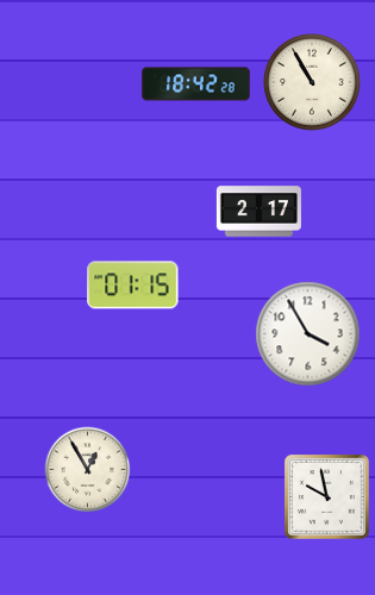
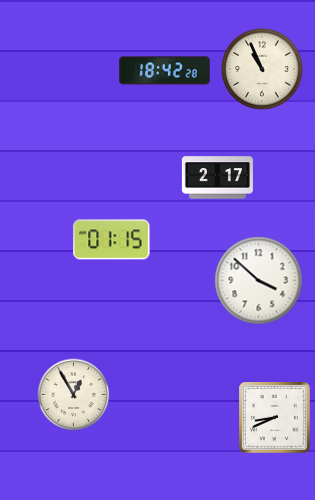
clock at (313, 83): 10:55 -> 10:56
clock at (308, 334): 3:55 -> 3:52
clock at (327, 497): 9:58 -> 8:41
